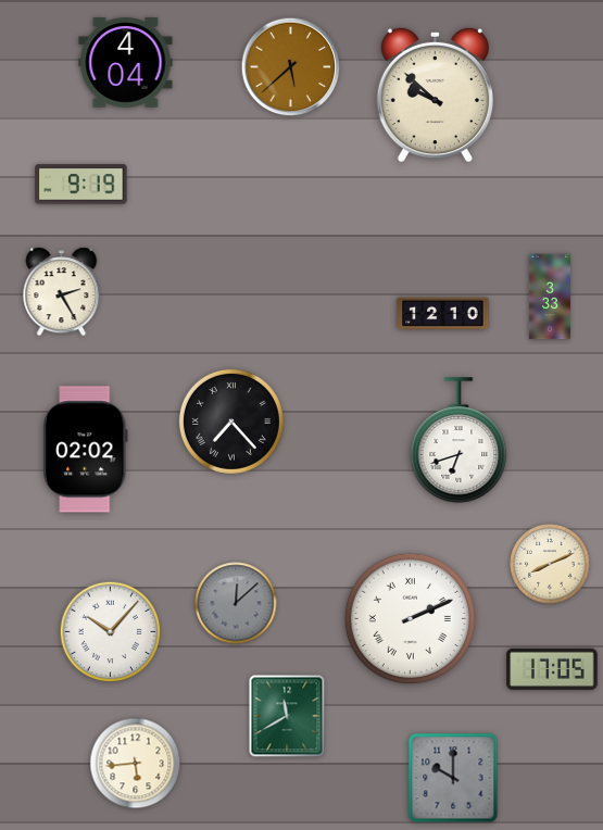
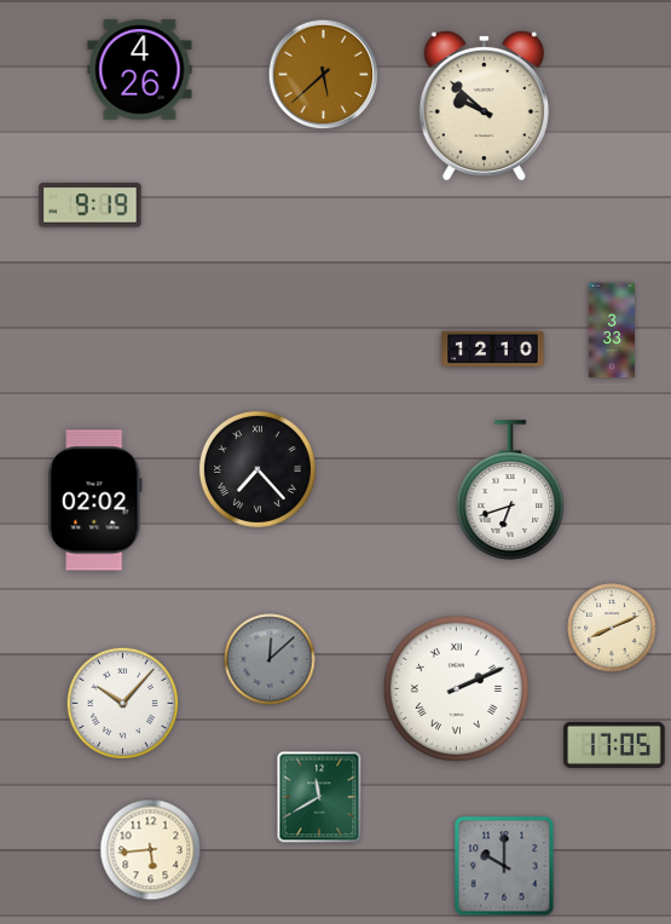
clock at (126, 63): 4:04 -> 4:26
clock at (62, 292): 2:25 -> none
clock at (236, 603) position: (236, 603) -> (270, 659)
